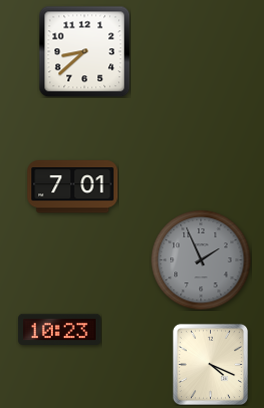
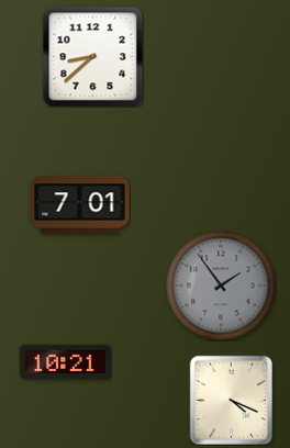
clock at (201, 260): 1:56 -> 1:54
clock at (60, 329): 10:23 -> 10:21
